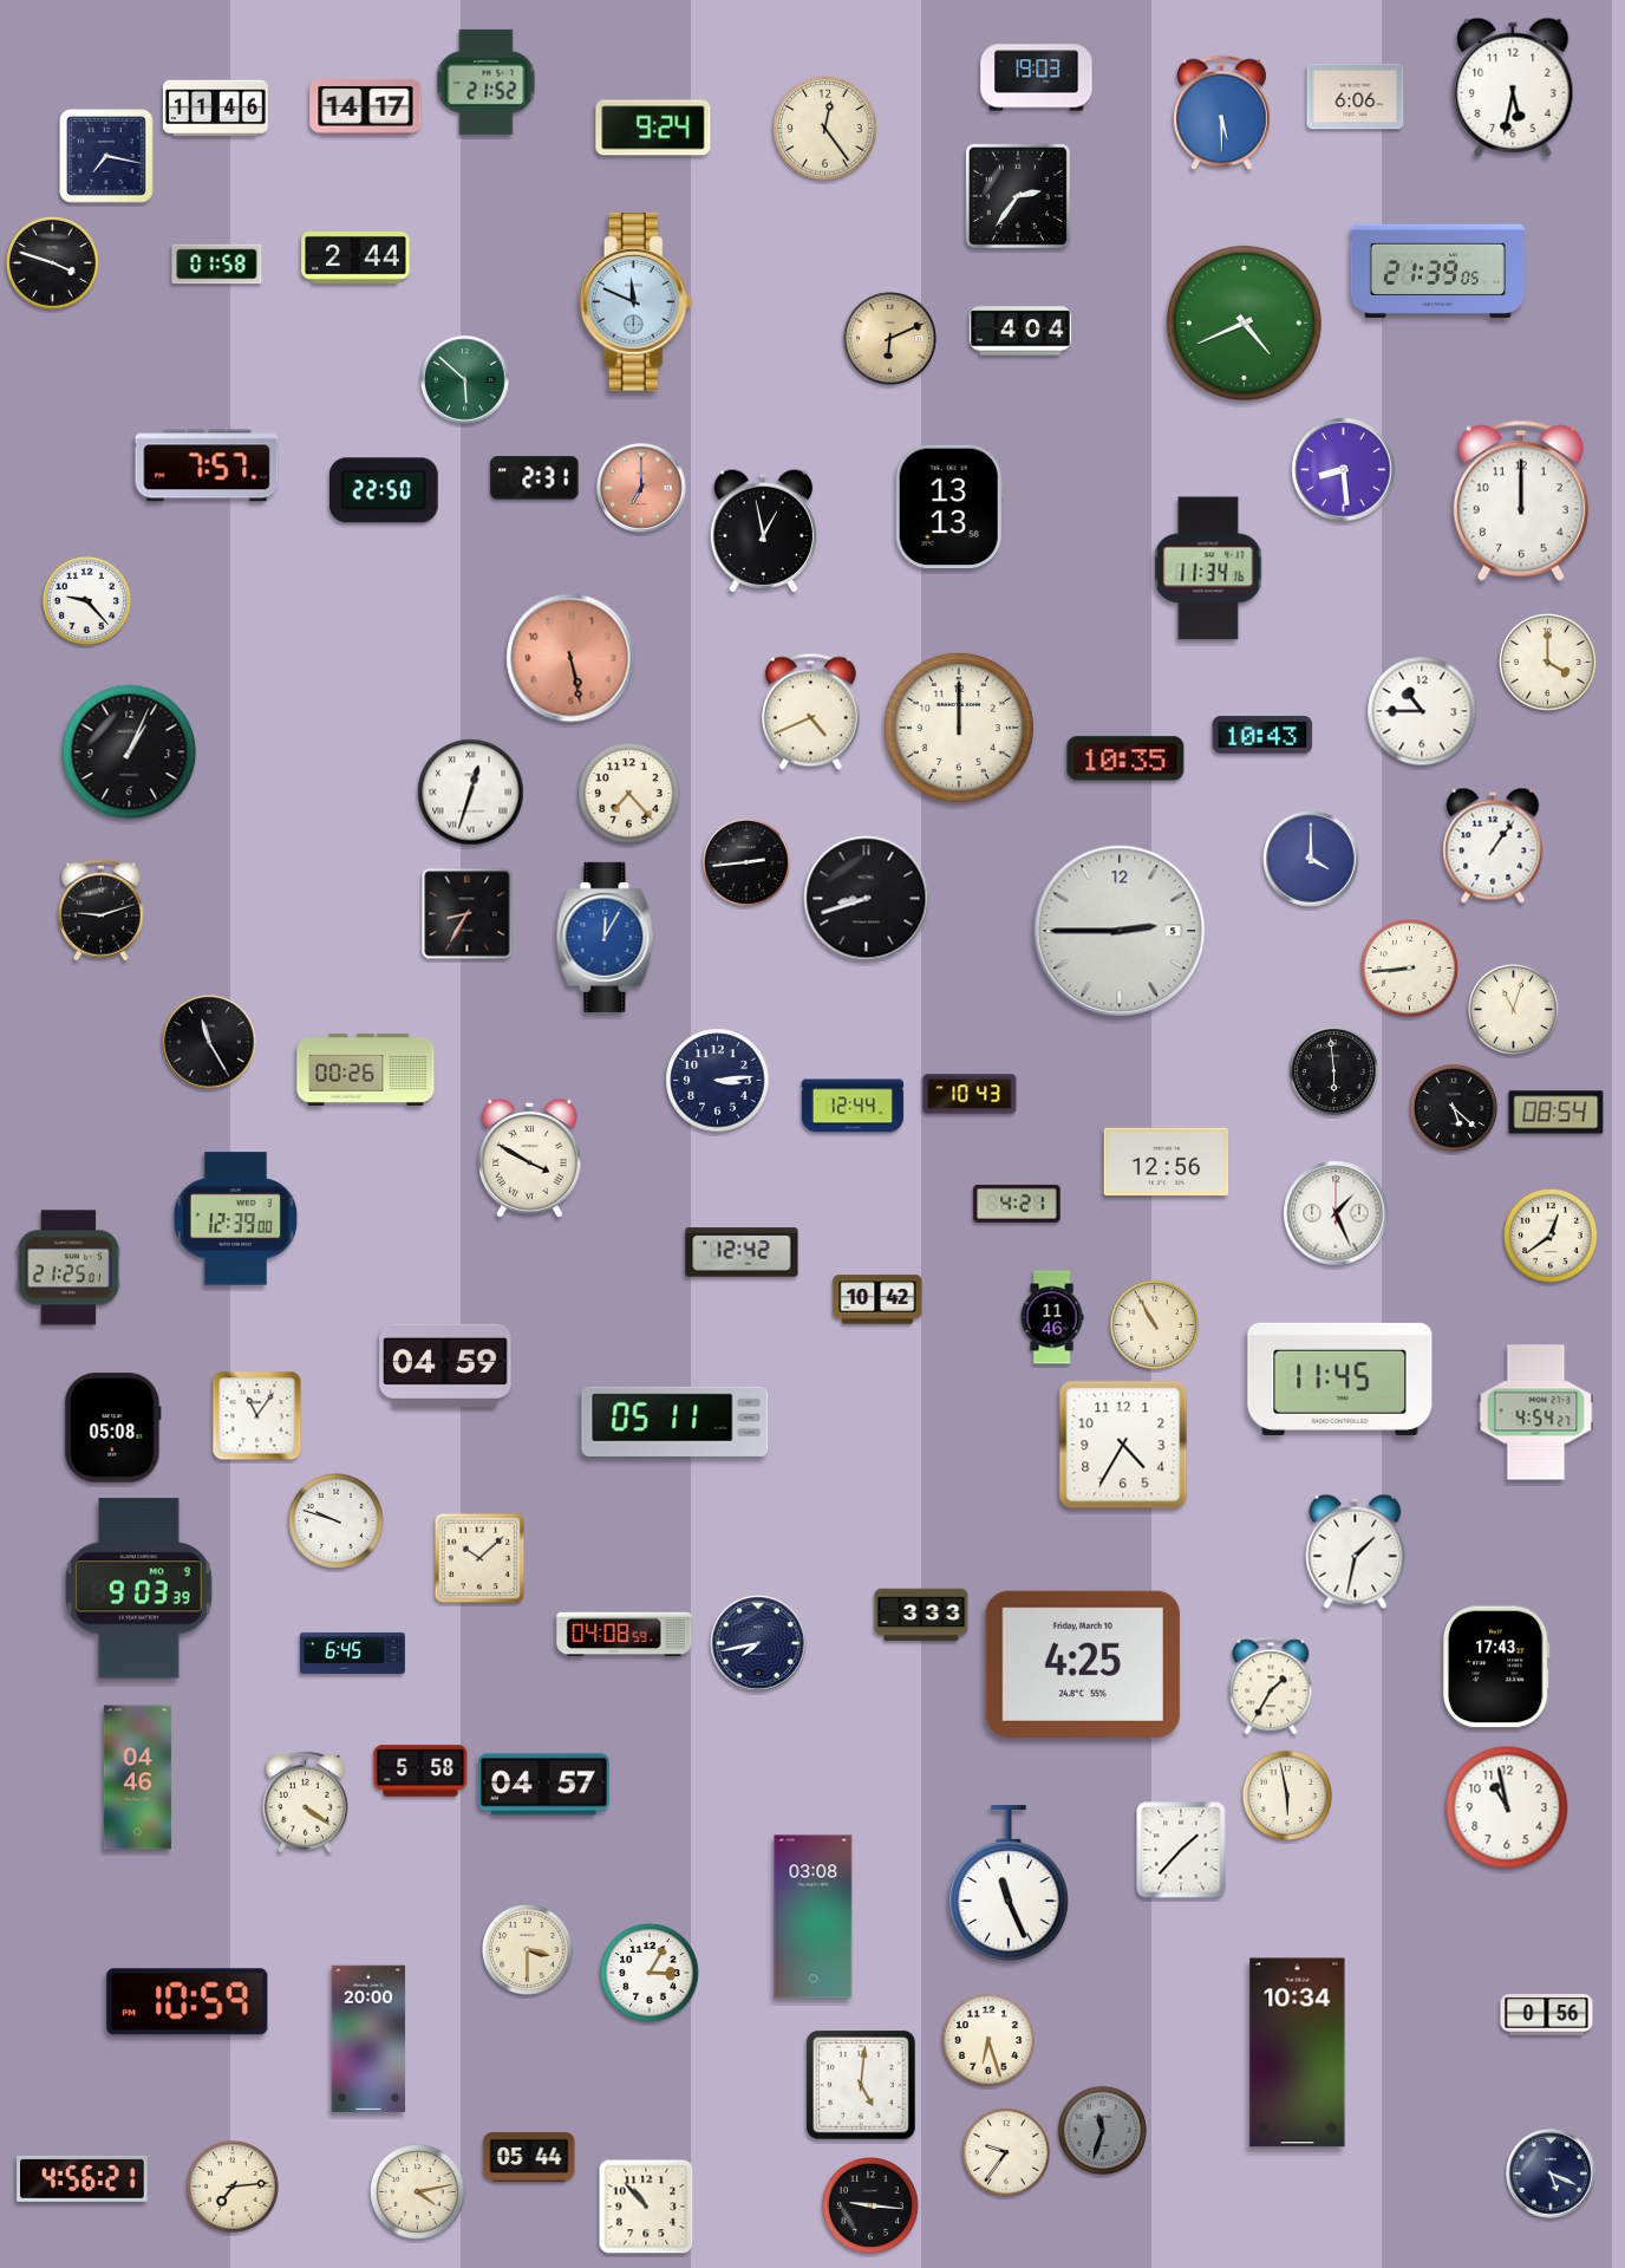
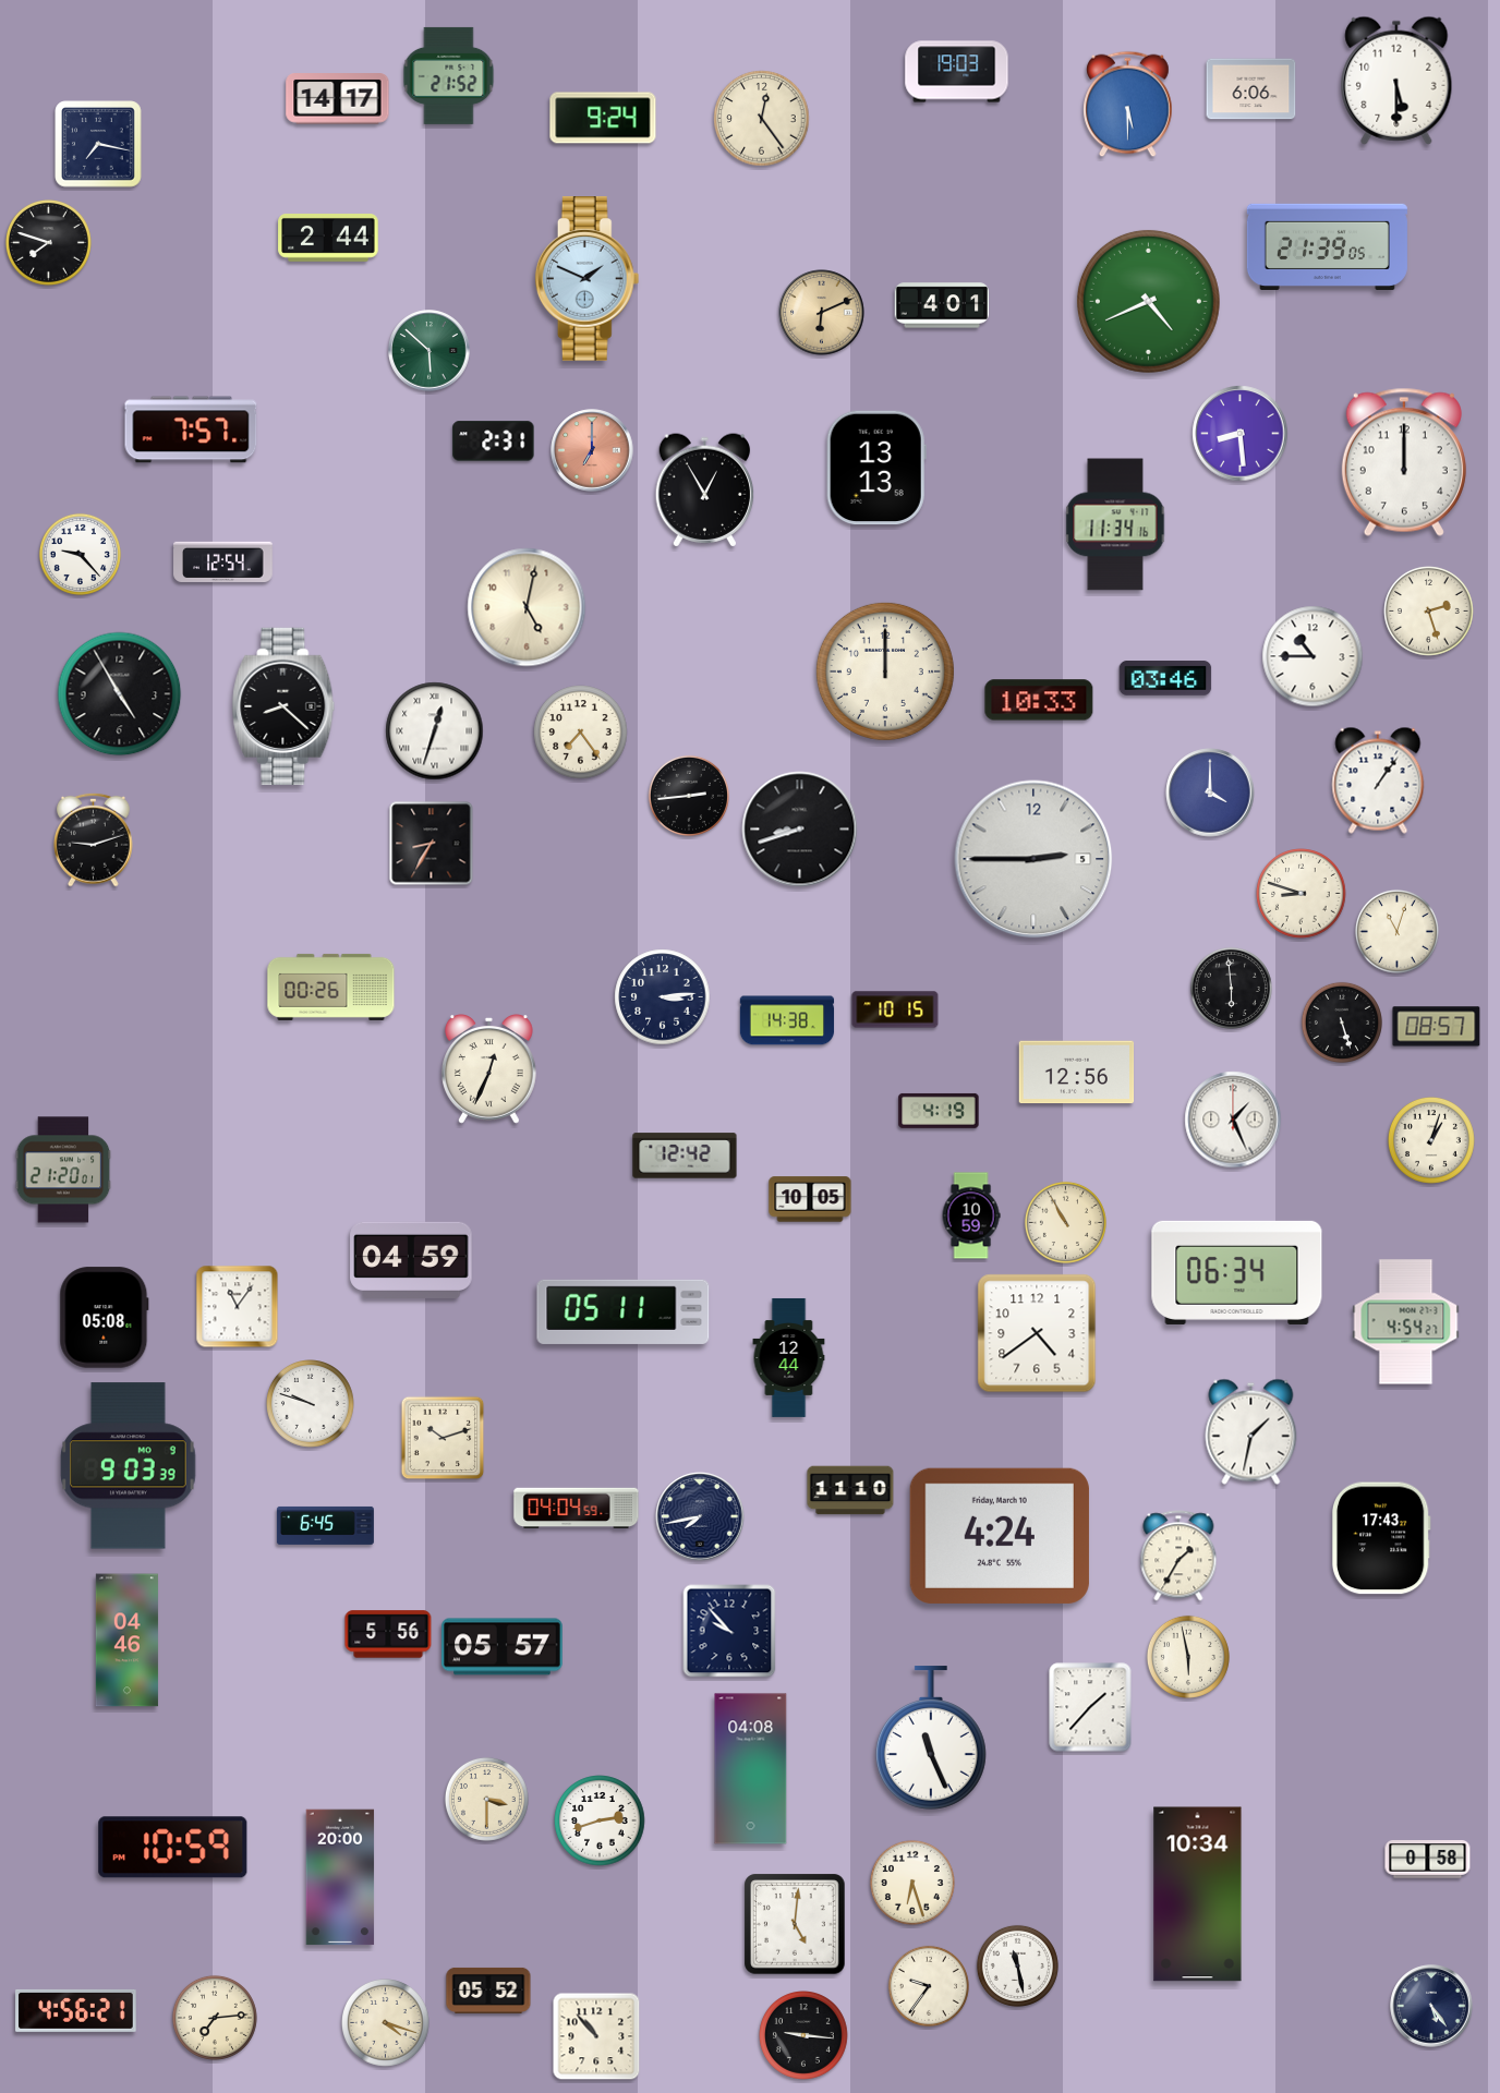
clock at (1513, 87): 5:32 -> 5:30
clock at (215, 109): 11:46 -> none
clock at (1018, 196): 2:36 -> none
clock at (52, 262): 3:48 -> 7:48
clock at (217, 265): 01:58 -> none
clock at (1437, 271) position: (1437, 271) -> (1327, 246)
clock at (637, 302): 11:49 -> 1:49
clock at (1244, 322) position: (1244, 322) -> (1148, 301)
clock at (1019, 331): 4:04 -> 4:01
clock at (384, 490): 22:50 -> none
clock at (764, 532): 12:58 -> 12:55
clock at (223, 561): none -> 12:54
clock at (570, 658): 5:28 -> 5:02
clock at (570, 658) dial: salmon -> cream
clock at (1548, 663): 4:00 -> 2:27
clock at (810, 712): 4:41 -> none
clock at (1262, 735): 10:43 -> 03:46
clock at (130, 752): 1:04 -> 4:55
clock at (1125, 758): 10:35 -> 10:33
clock at (283, 705): none -> 8:22
clock at (629, 794): 7:23 -> 7:24
clock at (606, 937): 12:05 -> none
clock at (1410, 969): 8:44 -> 8:48
clock at (209, 1042): 11:25 -> none
clock at (366, 1069) position: (366, 1069) -> (331, 987)
clock at (970, 1094): 10:43 -> 10:15
clock at (853, 1106): 12:44 -> 14:38
clock at (1454, 1108): 5:22 -> 5:27
clock at (1557, 1113): 08:54 -> 08:57
clock at (529, 1159): 3:50 -> 12:34
clock at (1017, 1204): 4:21 -> 4:19
clock at (235, 1219): 12:39 -> none
clock at (1551, 1236): 12:39 -> 1:03
clock at (68, 1267): 21:25 -> 21:20
clock at (877, 1299): 10:42 -> 10:05
clock at (1052, 1317): 11:46 -> 10:59
clock at (1340, 1379): 11:45 -> 06:34
clock at (1536, 1413) position: (1536, 1413) -> (1406, 1322)
clock at (1123, 1445): 4:35 -> 4:39
clock at (789, 1357): none -> 12:44
clock at (479, 1558): 10:08 -> 10:12
clock at (921, 1615): 3:33 -> 11:10
clock at (625, 1635): 04:08 -> 04:04
clock at (1083, 1664): 4:25 -> 4:24
clock at (1271, 1686) position: (1271, 1686) -> (1178, 1556)
clock at (729, 1631): none -> 9:53
clock at (420, 1771): 5:58 -> 5:56
clock at (544, 1785): 04:57 -> 05:57
clock at (306, 1801): 4:21 -> none
clock at (1507, 1807): 10:58 -> none
clock at (814, 1917): 03:08 -> 04:08
clock at (650, 1973): 3:05 -> 2:42
clock at (1547, 2015): 0:56 -> 0:58
clock at (368, 2039) position: (368, 2039) -> (340, 1877)
clock at (1102, 2130): 11:33 -> 11:28
clock at (1102, 2130) dial: grey -> white
clock at (529, 2157): 05:44 -> 05:52
clock at (1551, 2173): 5:19 -> 5:24
clock at (418, 2192): 4:13 -> 4:18
